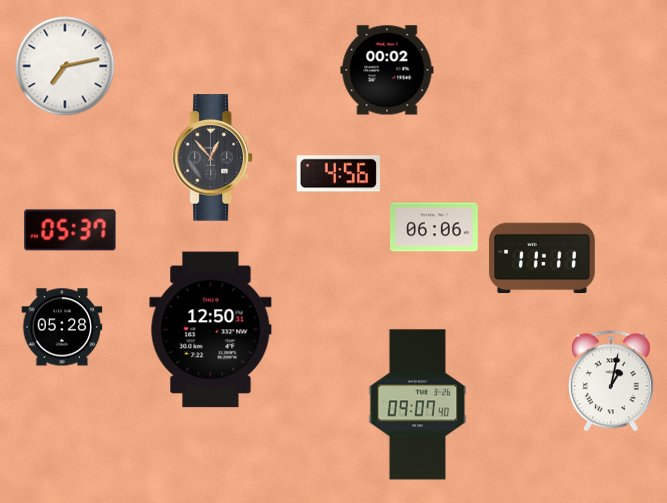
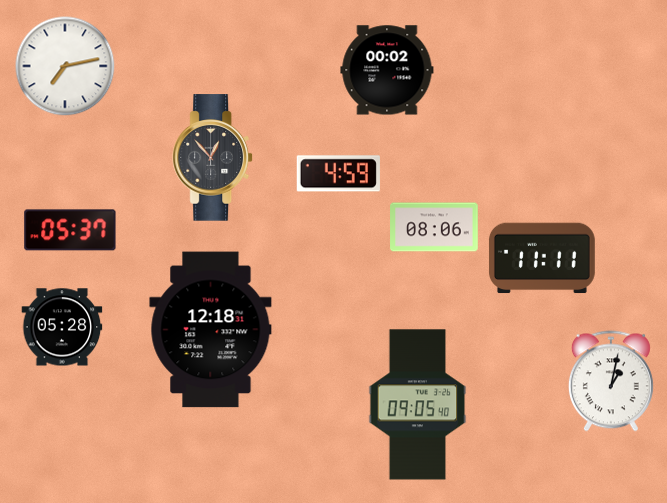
clock at (338, 174): 4:56 -> 4:59
clock at (434, 227): 06:06 -> 08:06
clock at (211, 330): 12:50 -> 12:18
clock at (418, 405): 09:07 -> 09:05
